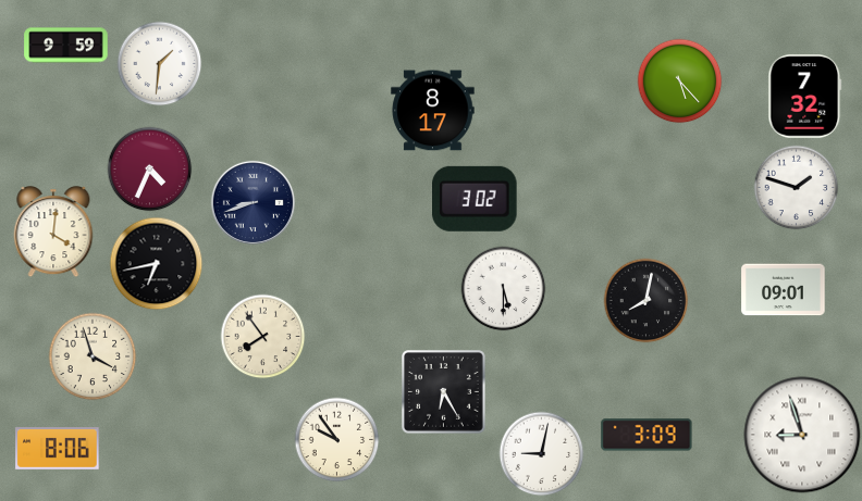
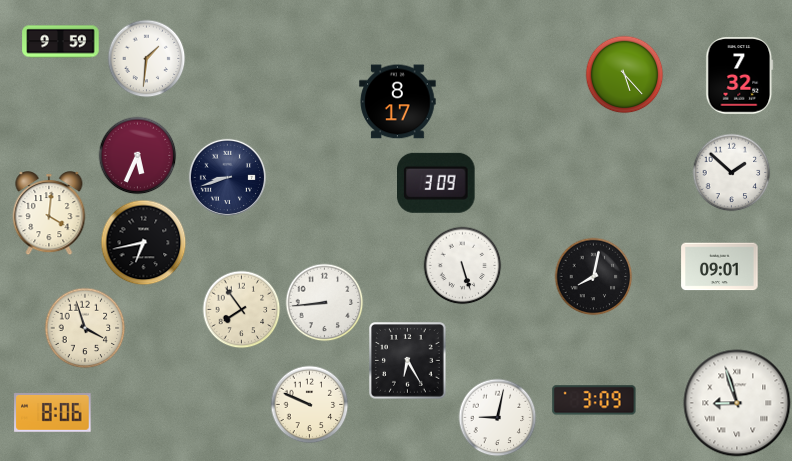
clock at (805, 97) position: (805, 97) -> (740, 76)
clock at (149, 168): 4:34 -> 5:34
clock at (796, 187): 1:48 -> 1:52
clock at (476, 199): 3:02 -> 3:09
clock at (253, 202) position: (253, 202) -> (227, 177)
clock at (503, 288): 5:30 -> 5:27
clock at (324, 302): none -> 8:44
clock at (802, 435) position: (802, 435) -> (737, 403)
clock at (336, 439): 9:54 -> 9:49
